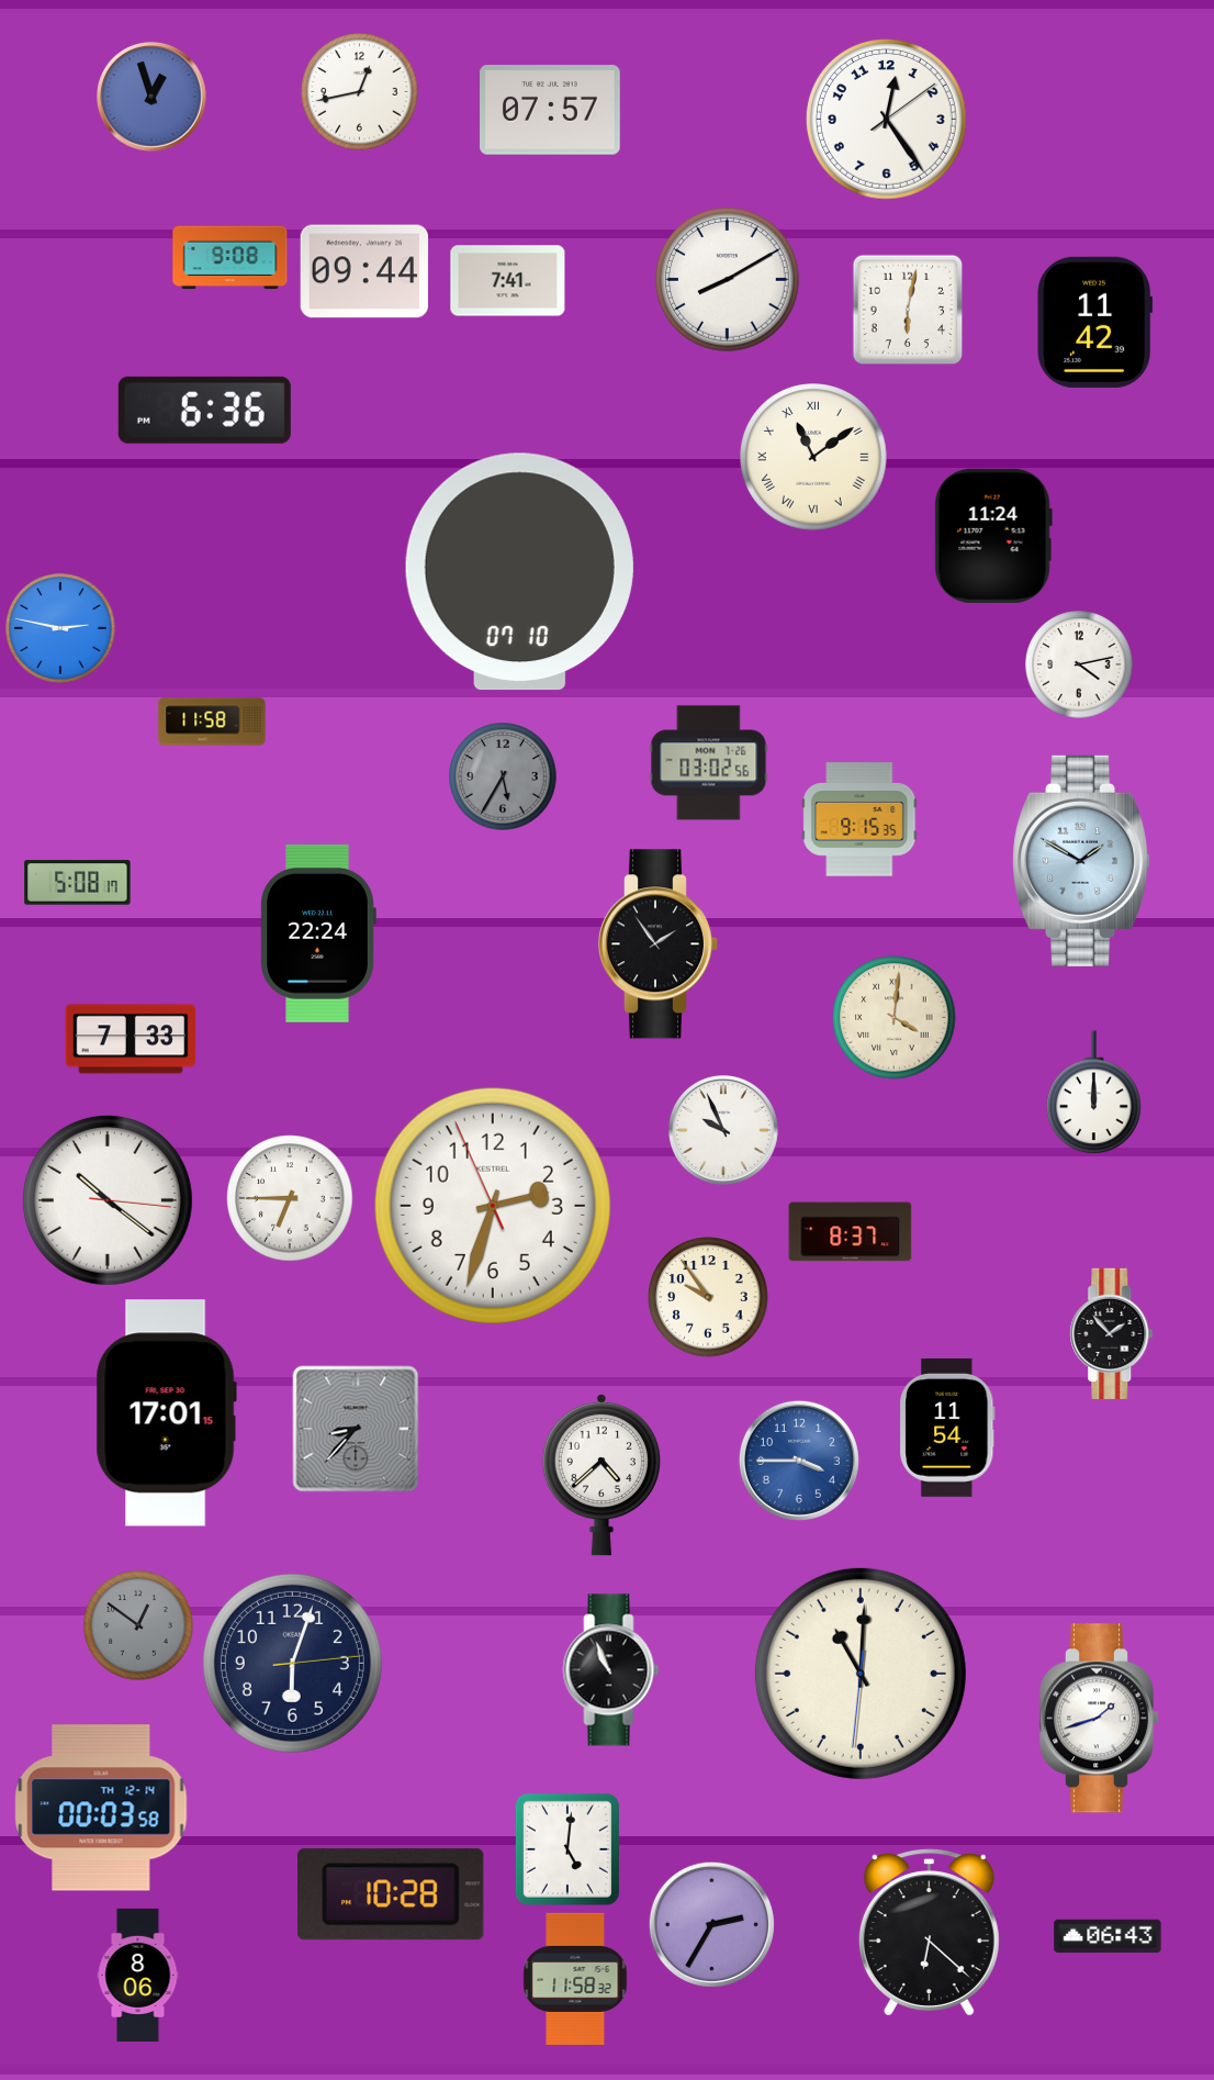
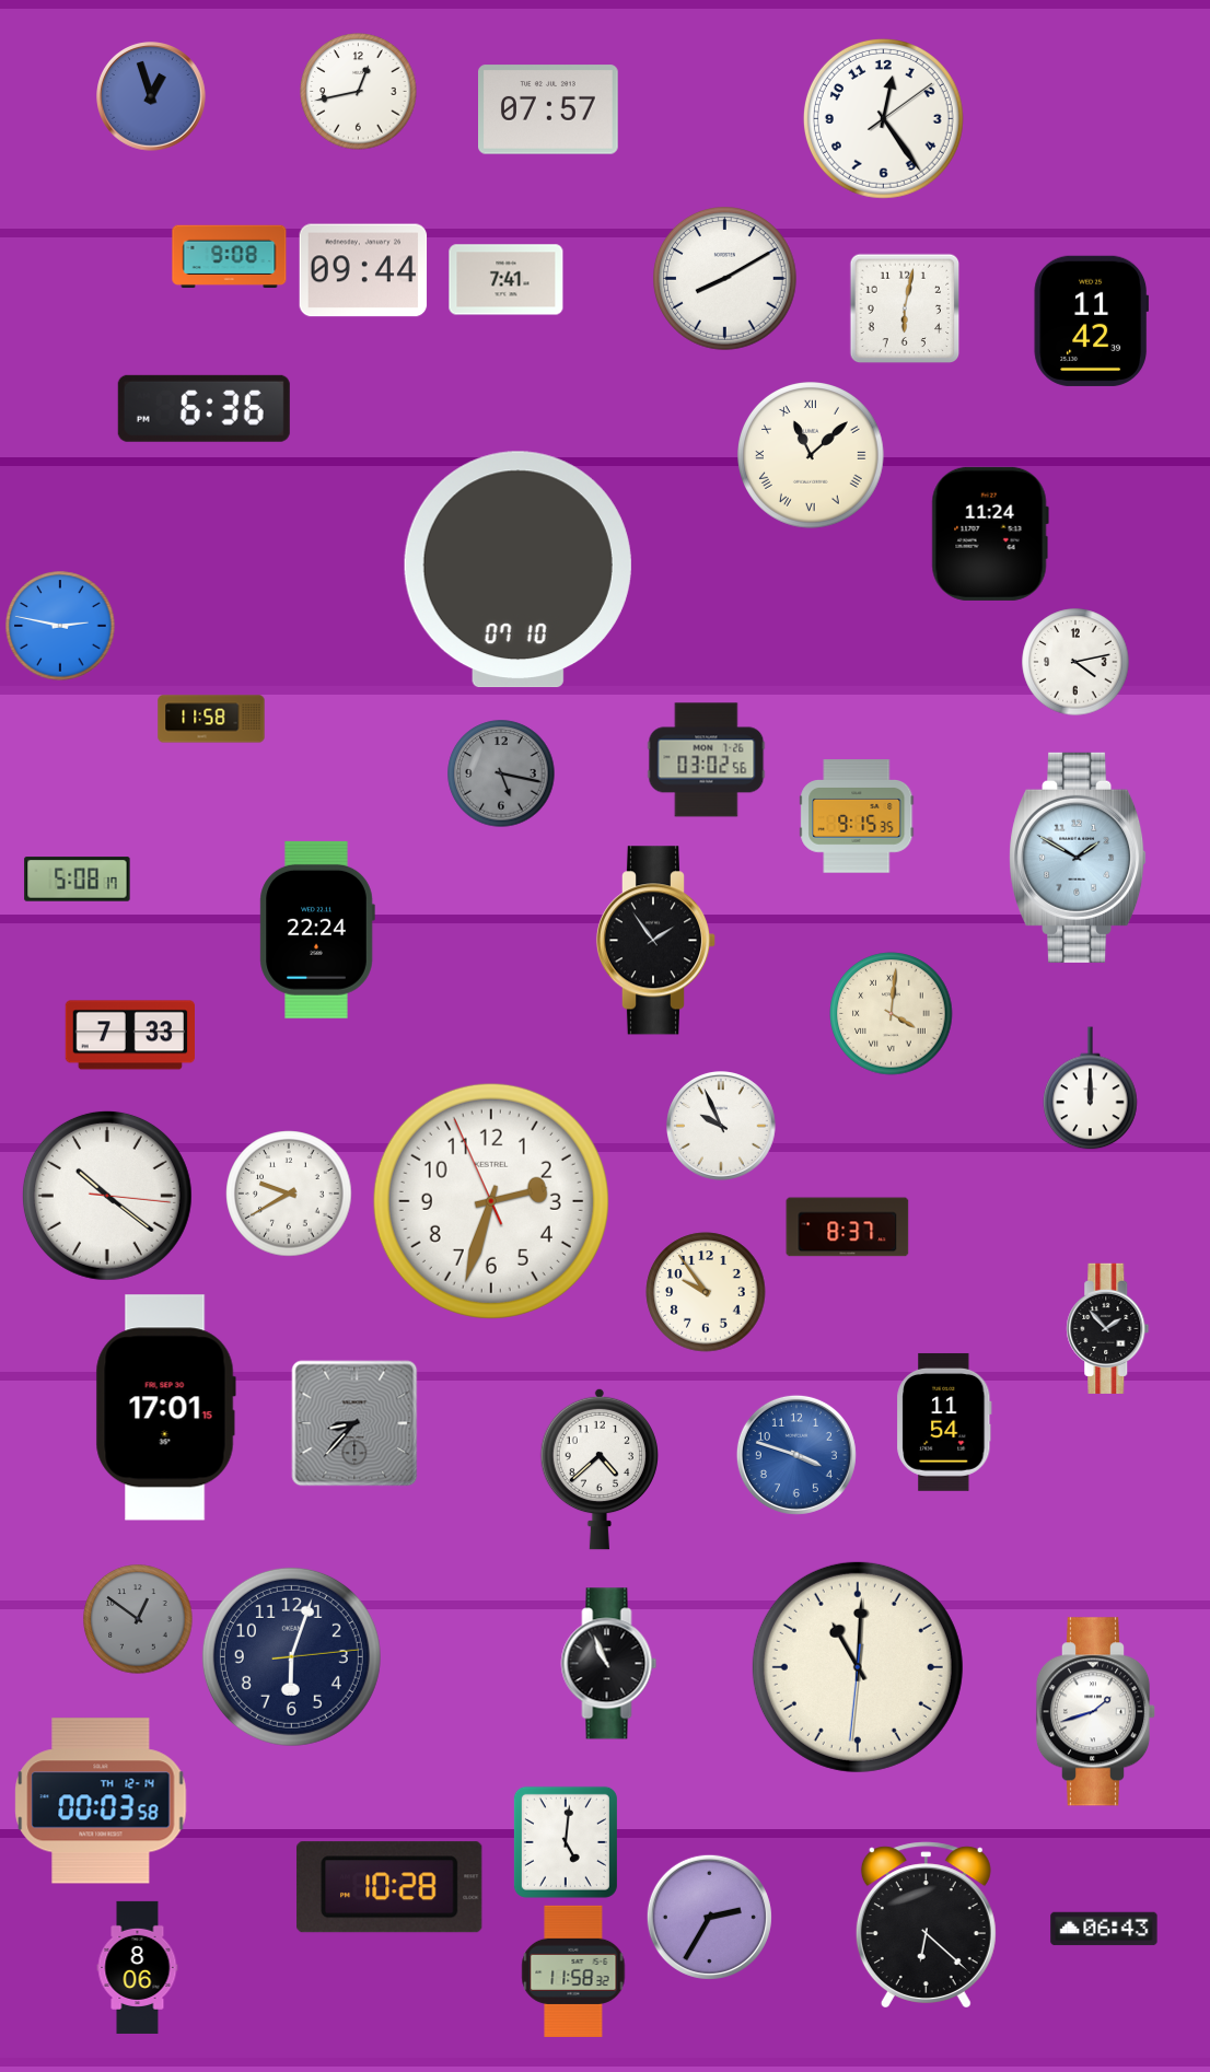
clock at (814, 458): 11:09 -> 11:08
clock at (503, 776): 5:35 -> 5:17
clock at (290, 1198): 6:45 -> 9:40
clock at (799, 1461): 3:45 -> 3:48
